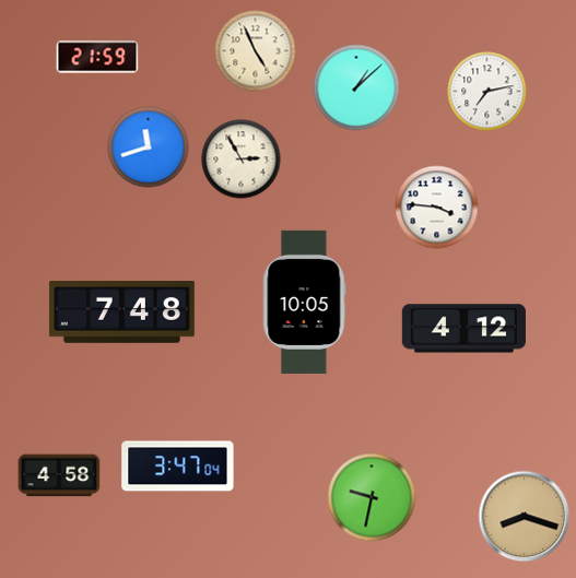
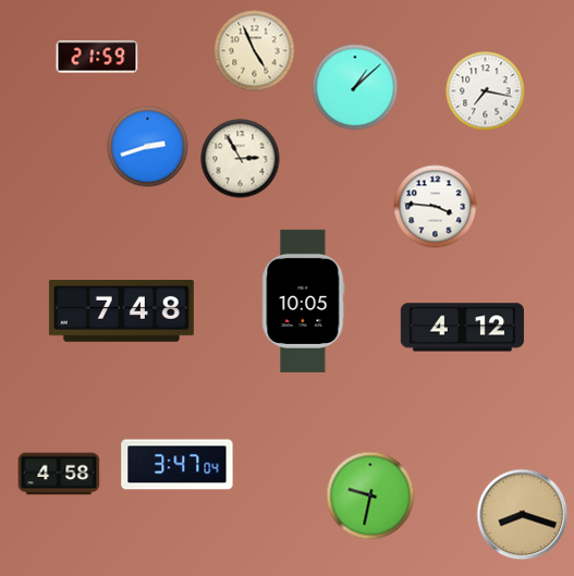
clock at (487, 92): 7:13 -> 7:17
clock at (149, 148): 11:42 -> 2:42
